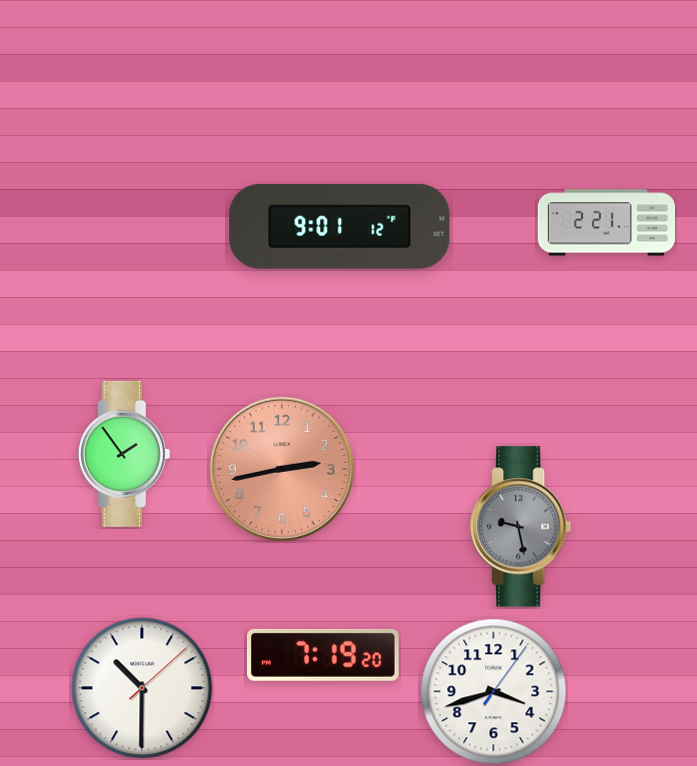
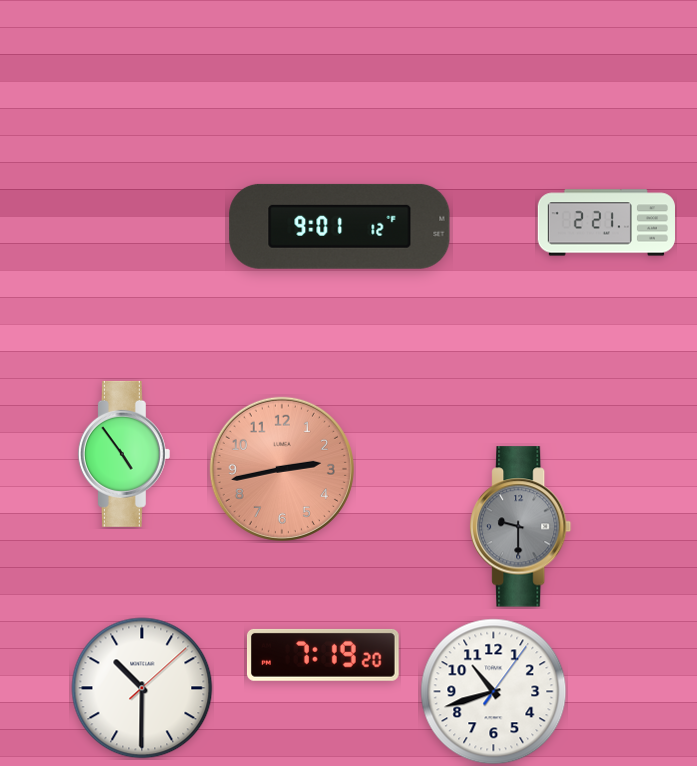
clock at (124, 454): 1:54 -> 4:54
clock at (521, 527): 9:28 -> 9:30
clock at (494, 692): 3:42 -> 10:42
